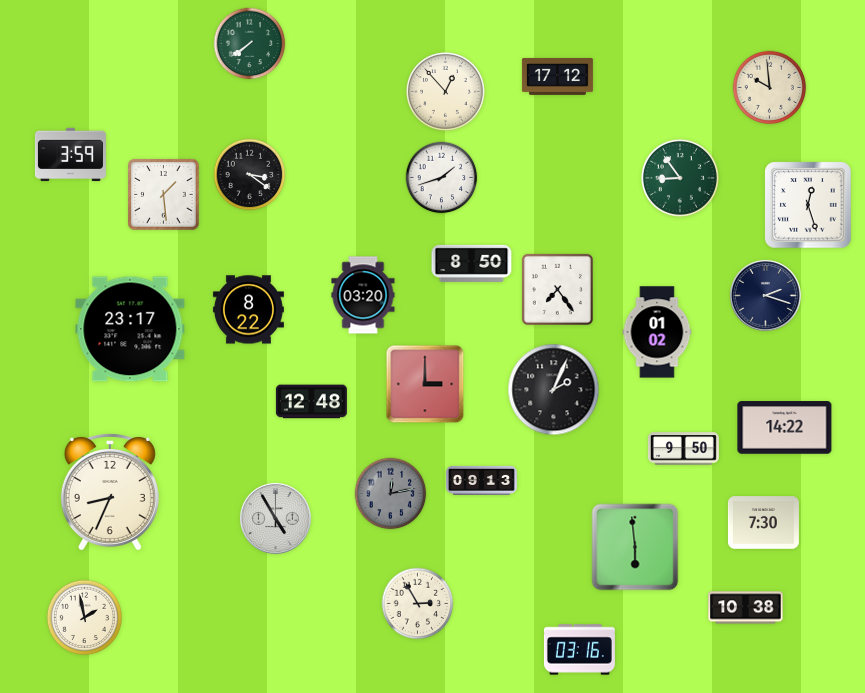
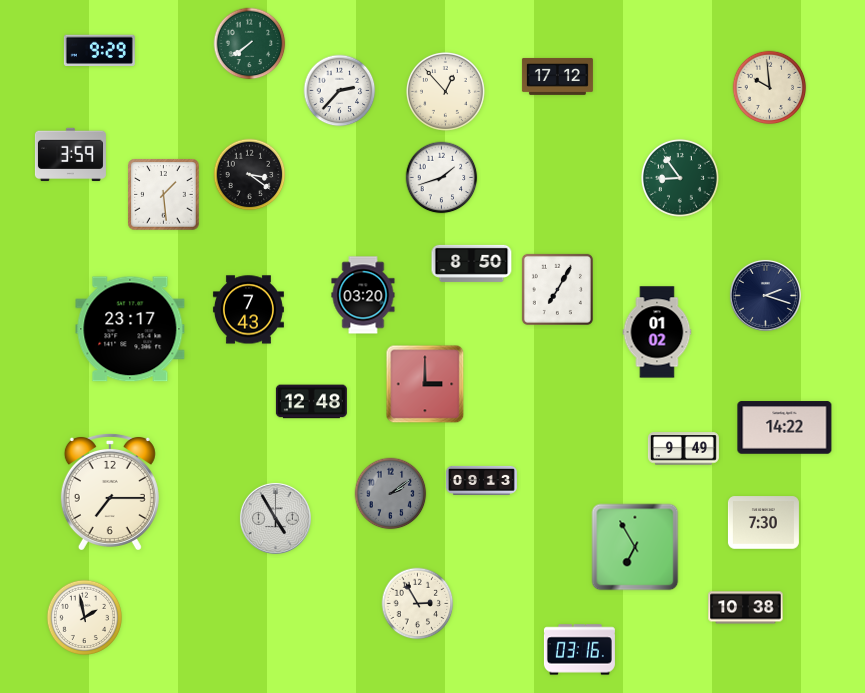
clock at (99, 50): none -> 9:29
clock at (340, 91): none -> 2:37
clock at (808, 205): 12:27 -> none
clock at (557, 289): 7:24 -> 7:05
clock at (248, 310): 8:22 -> 7:43
clock at (554, 390): 2:04 -> none
clock at (683, 449): 9:50 -> 9:49
clock at (110, 491): 8:34 -> 7:15
clock at (391, 494): 12:13 -> 2:09
clock at (635, 547): 5:59 -> 6:55
